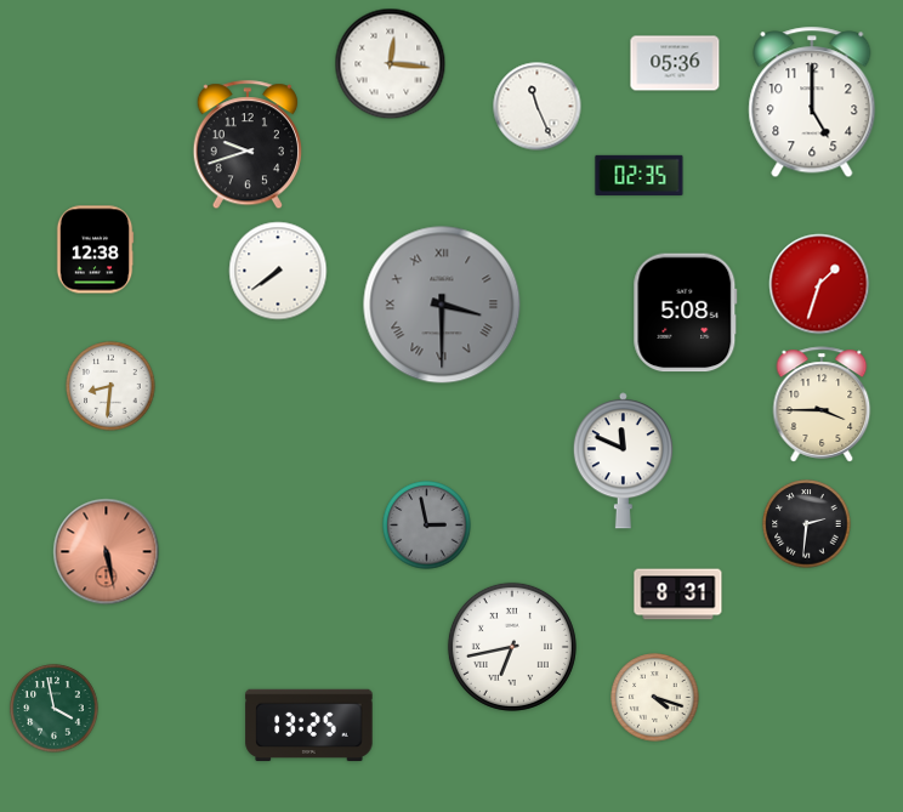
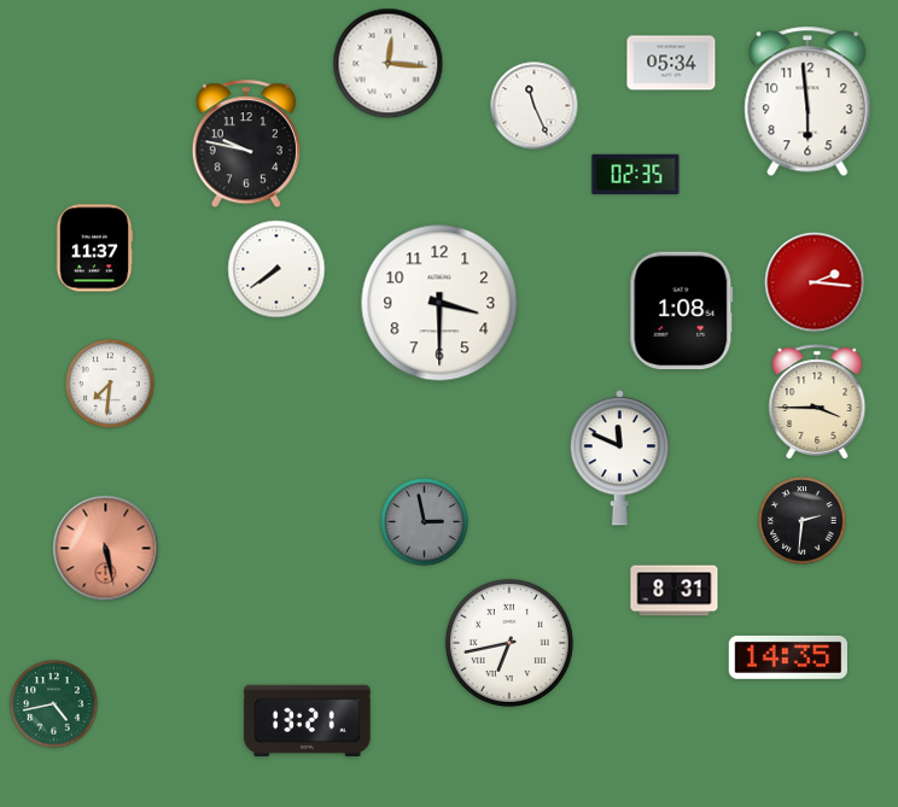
clock at (675, 63): 05:36 -> 05:34
clock at (812, 102): 5:00 -> 5:59
clock at (246, 146): 9:42 -> 9:47
clock at (95, 250): 12:38 -> 11:37
clock at (819, 284): 1:33 -> 2:16
clock at (442, 305) dial: grey -> white
clock at (442, 305) numerals: Roman -> Arabic
clock at (686, 313): 5:08 -> 1:08
clock at (110, 386): 8:31 -> 7:31
clock at (788, 657): none -> 14:35
clock at (655, 698): 4:18 -> none
clock at (55, 709): 3:58 -> 4:43
clock at (309, 725): 13:25 -> 13:21
